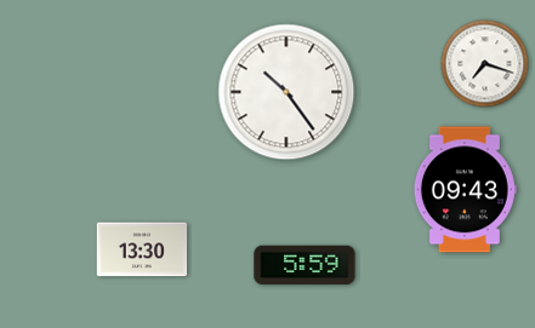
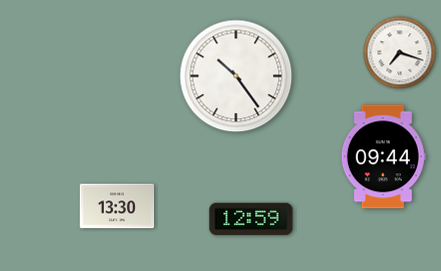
clock at (465, 190): 09:43 -> 09:44
clock at (305, 265): 5:59 -> 12:59
